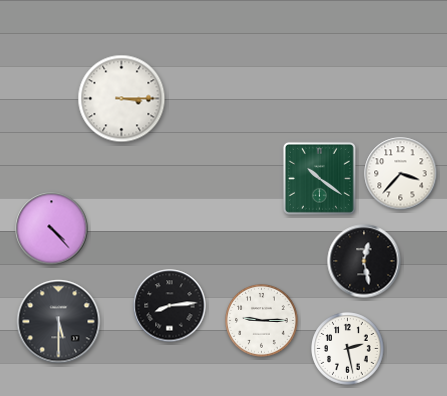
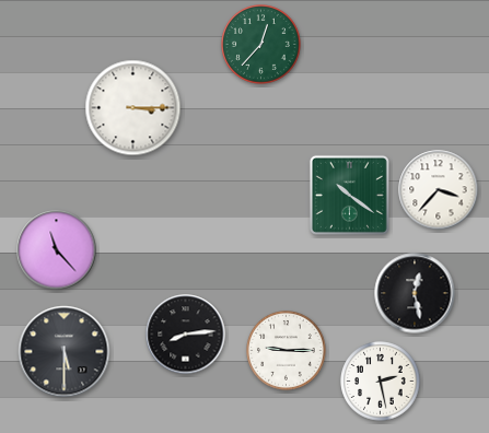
clock at (261, 45): none -> 12:37
clock at (52, 229): 4:23 -> 11:23
clock at (364, 261) position: (364, 261) -> (415, 293)
